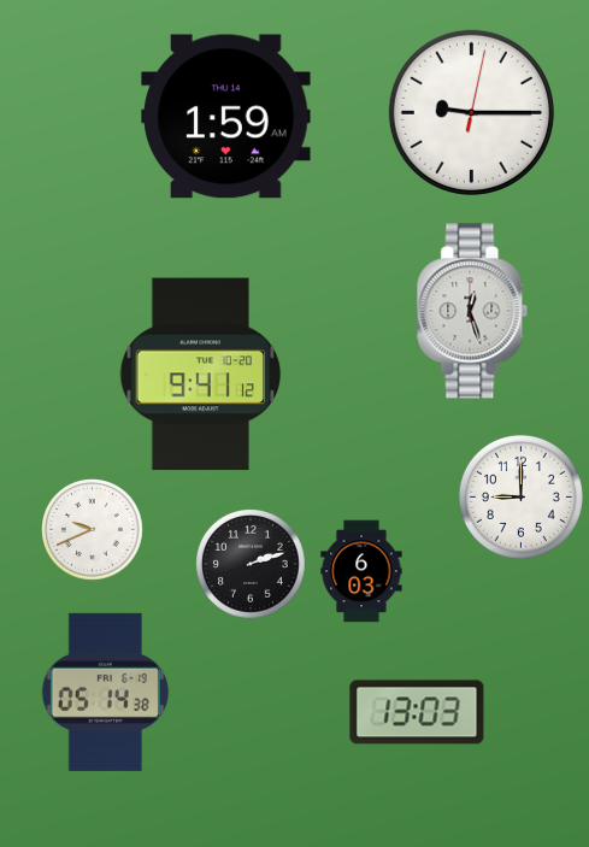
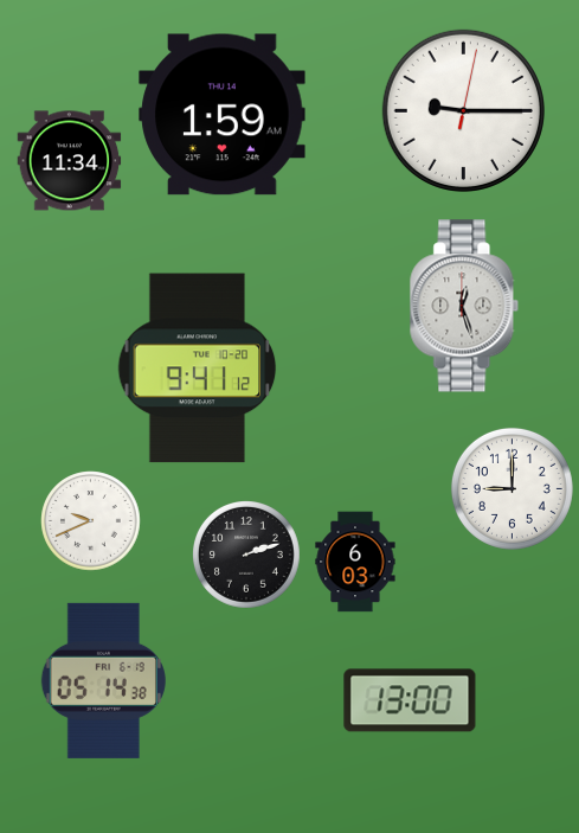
clock at (70, 161): none -> 11:34
clock at (417, 712): 13:03 -> 13:00
